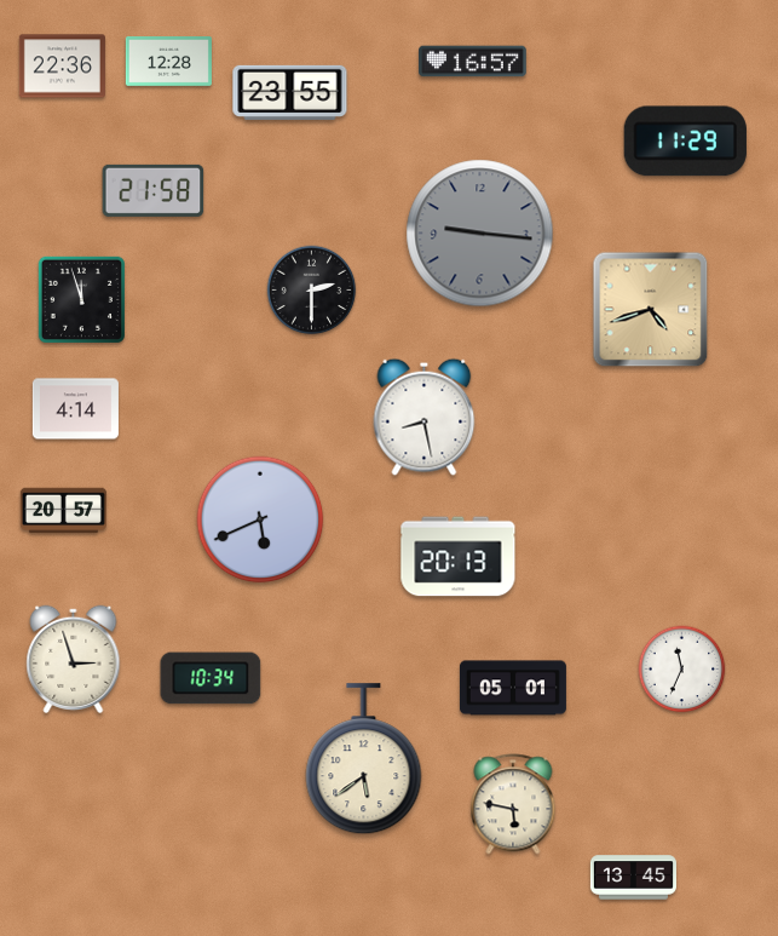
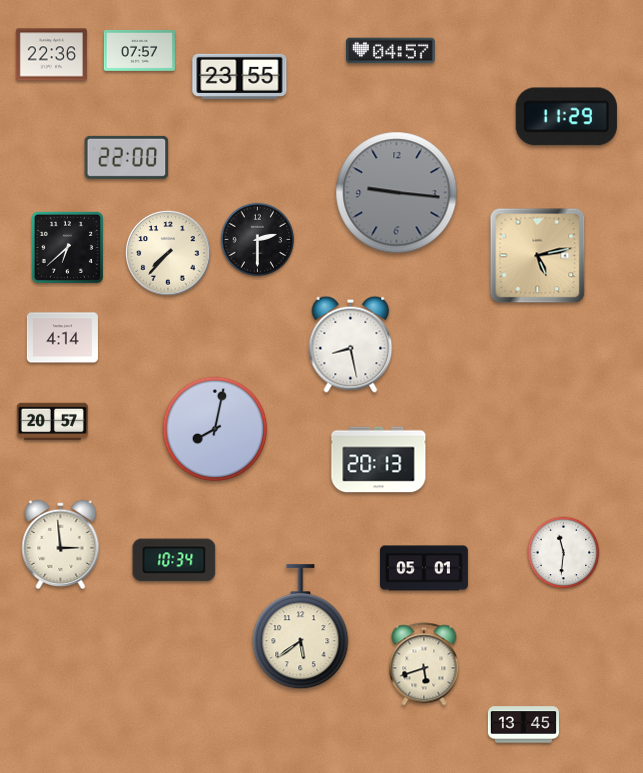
clock at (168, 62): 12:28 -> 07:57
clock at (473, 62): 16:57 -> 04:57
clock at (154, 190): 21:58 -> 22:00
clock at (81, 299): 11:57 -> 6:38
clock at (168, 253): none -> 7:37
clock at (651, 310): 4:42 -> 5:13
clock at (260, 519): 5:41 -> 8:02
clock at (74, 659): 2:57 -> 2:59
clock at (682, 670): 11:34 -> 11:31
clock at (513, 804): 5:47 -> 5:42
